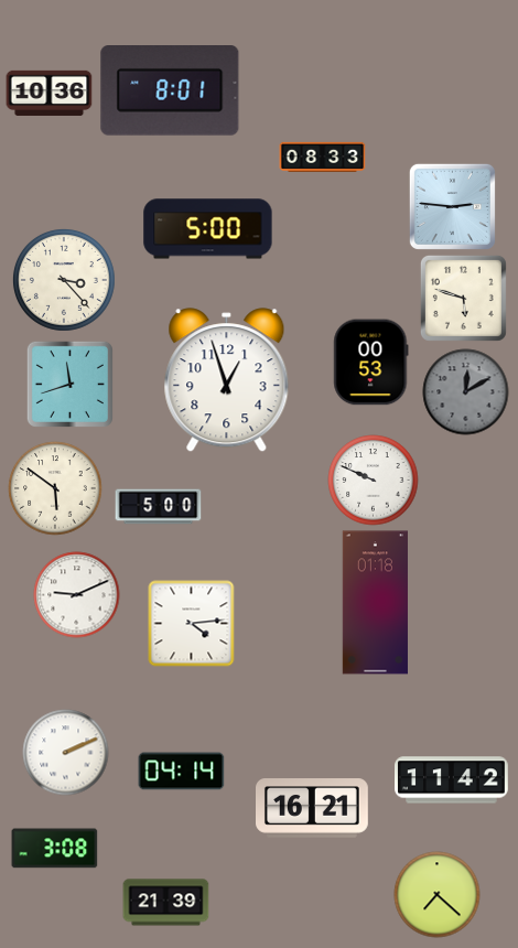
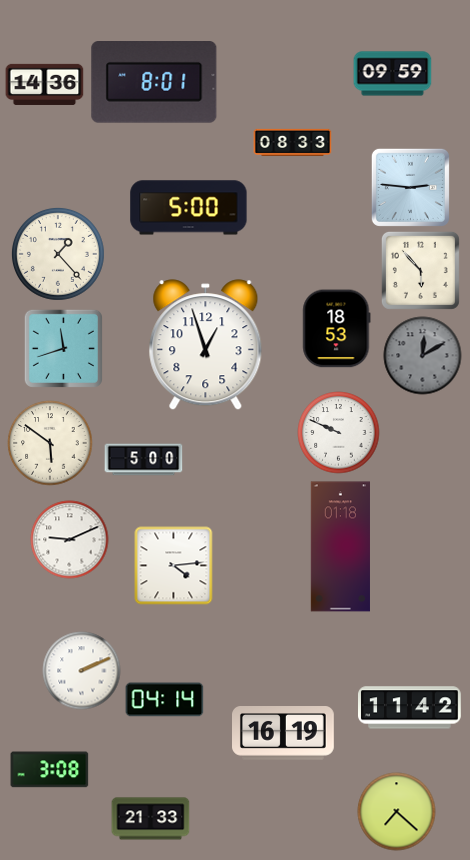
clock at (392, 74): none -> 09:59
clock at (48, 93): 10:36 -> 14:36
clock at (64, 280): 3:23 -> 1:23
clock at (463, 298): 5:48 -> 5:53
clock at (371, 362): 00:53 -> 18:53
clock at (373, 480) position: (373, 480) -> (338, 432)
clock at (65, 752) position: (65, 752) -> (81, 670)
clock at (313, 808): 16:21 -> 16:19
clock at (165, 903): 21:39 -> 21:33
